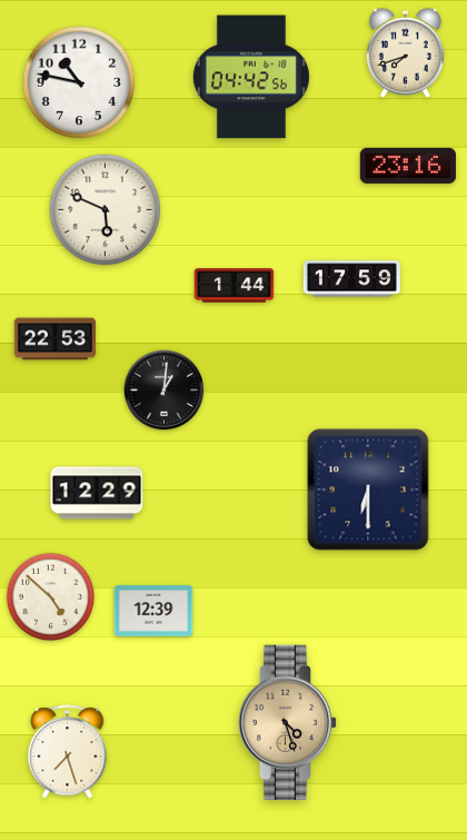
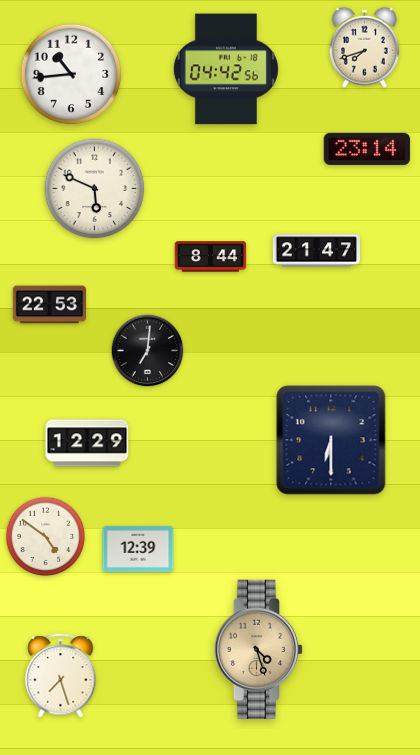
clock at (79, 82): 10:47 -> 10:44
clock at (408, 166): 23:16 -> 23:14
clock at (351, 279): 17:59 -> 21:47
clock at (235, 286): 1:44 -> 8:44
clock at (165, 391): 1:01 -> 7:01
clock at (51, 597): 4:52 -> 4:51
